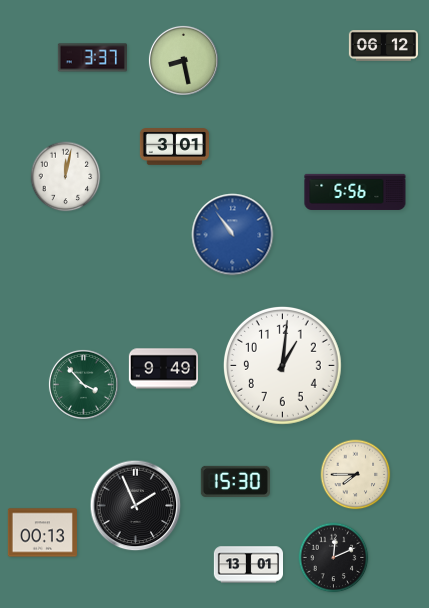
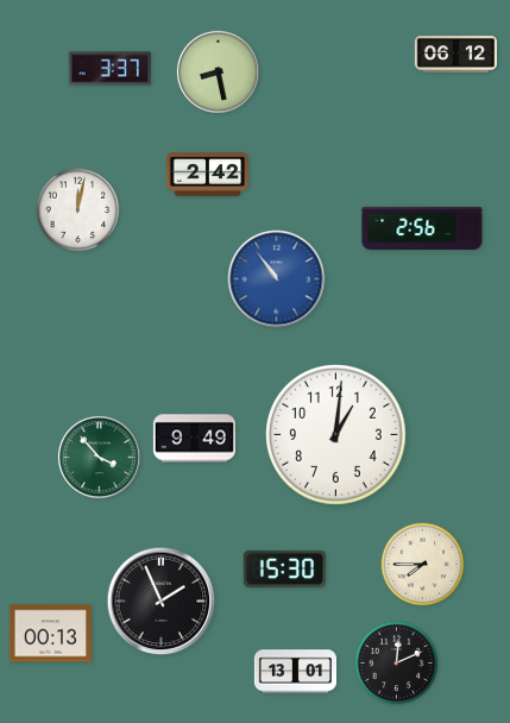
clock at (174, 147): 3:01 -> 2:42
clock at (355, 192): 5:56 -> 2:56
clock at (235, 481) position: (235, 481) -> (284, 568)
